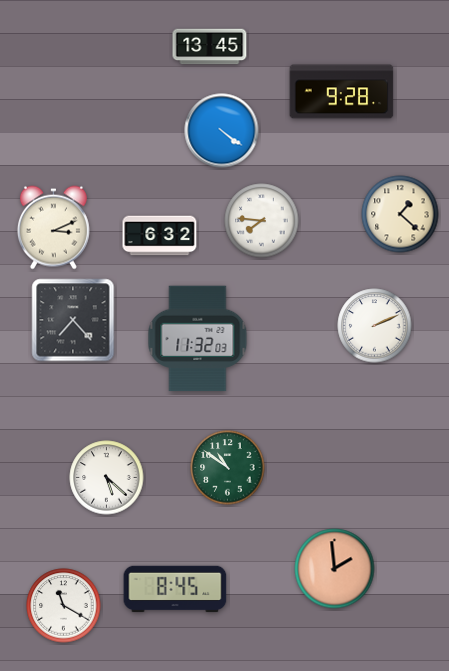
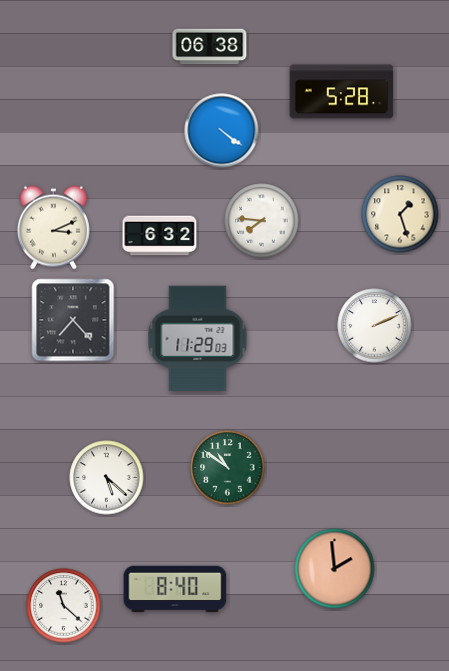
clock at (210, 47): 13:45 -> 06:38
clock at (342, 92): 9:28 -> 5:28
clock at (400, 214): 1:22 -> 1:27
clock at (198, 339): 11:32 -> 11:29
clock at (175, 589): 8:45 -> 8:40
clock at (64, 606): 11:20 -> 11:22
